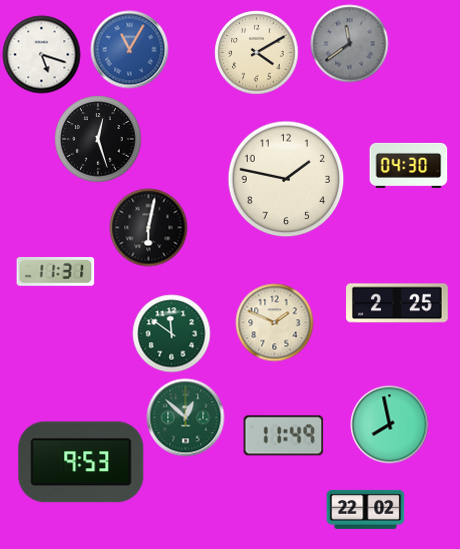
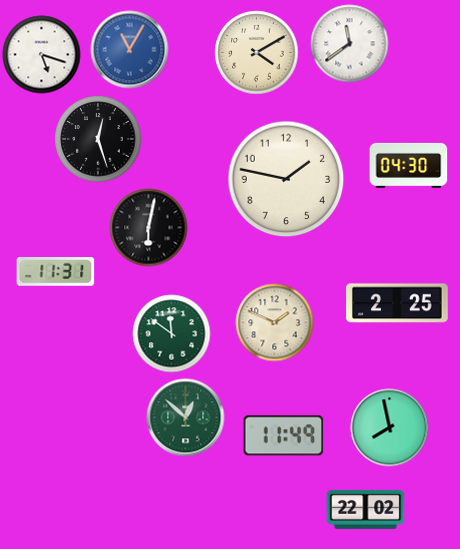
clock at (349, 43) dial: grey -> white
clock at (389, 424) position: (389, 424) -> (389, 427)
clock at (81, 462): 9:53 -> none
